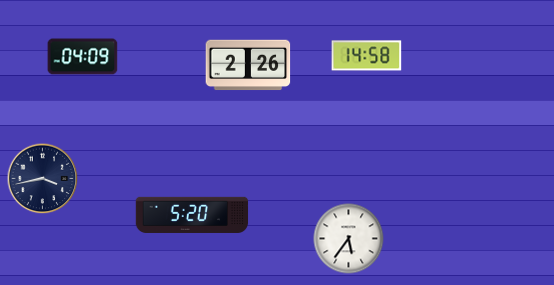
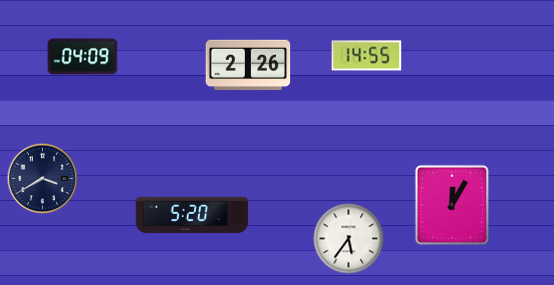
clock at (367, 56): 14:58 -> 14:55
clock at (43, 179): 3:43 -> 3:40
clock at (452, 205): none -> 12:05
